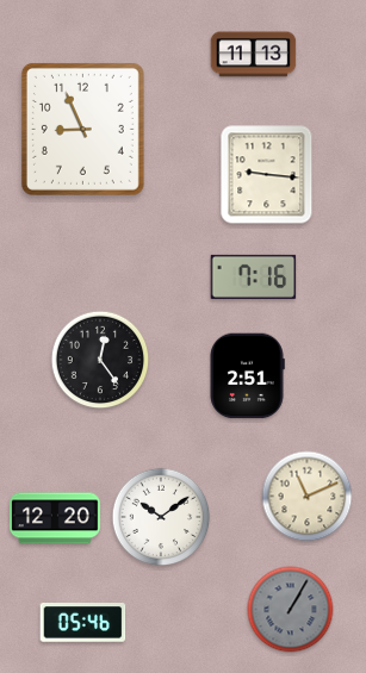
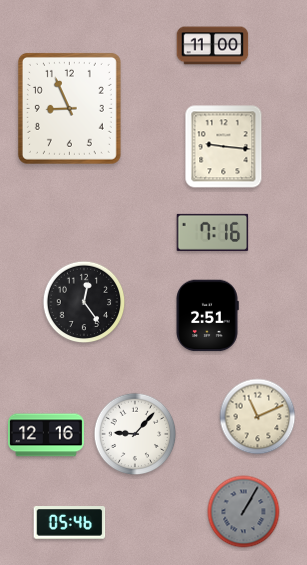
clock at (254, 55): 11:13 -> 11:00
clock at (161, 517): 10:09 -> 9:07
clock at (56, 518): 12:20 -> 12:16
